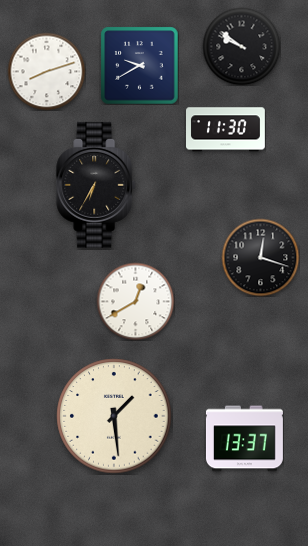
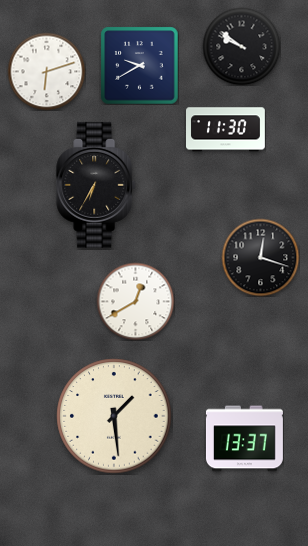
clock at (46, 71): 8:12 -> 6:12
